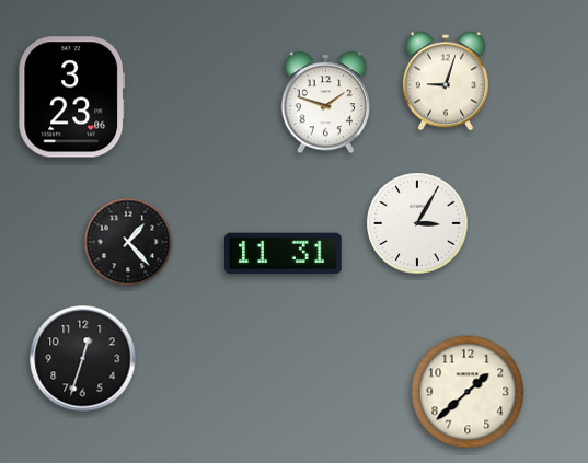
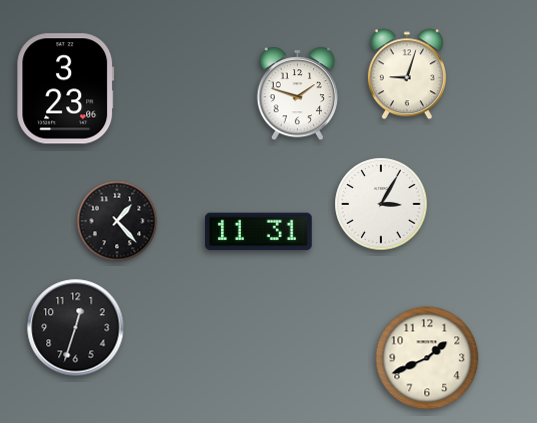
clock at (468, 392): 1:38 -> 1:41
